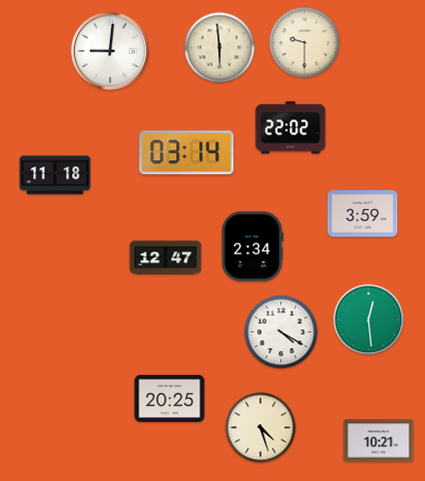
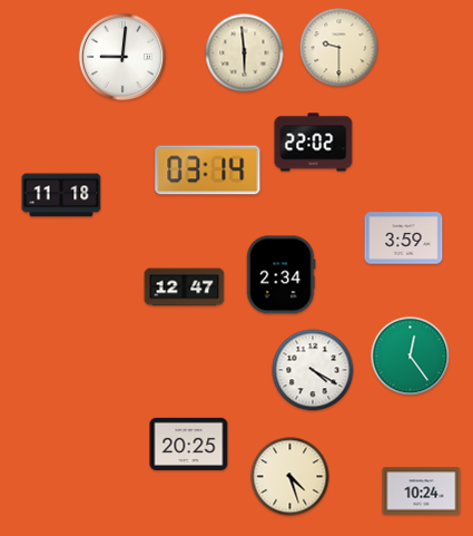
clock at (291, 128) position: (291, 128) -> (314, 143)
clock at (369, 320): 12:29 -> 12:24
clock at (379, 441): 10:21 -> 10:24
